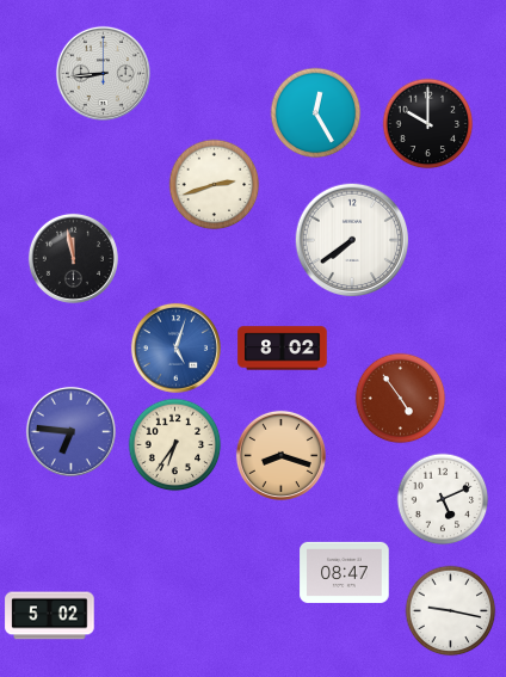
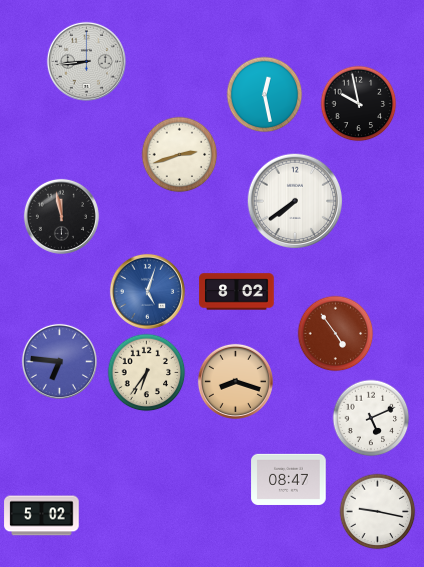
clock at (316, 113): 12:25 -> 12:28
clock at (428, 124): 10:00 -> 9:58
